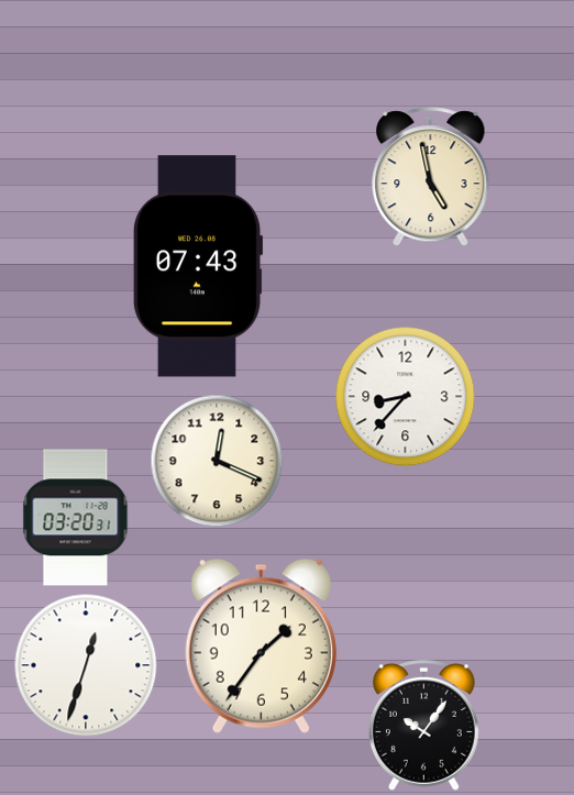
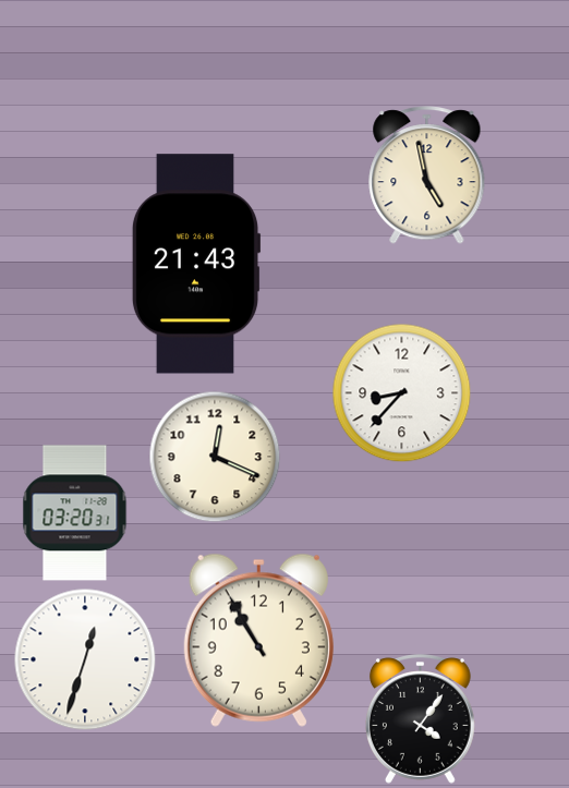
clock at (198, 266): 07:43 -> 21:43
clock at (261, 645): 1:36 -> 10:55
clock at (423, 726): 10:06 -> 4:06
